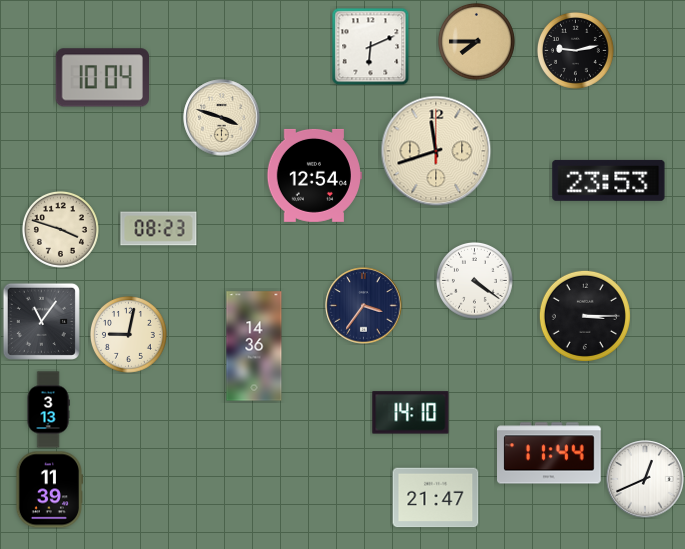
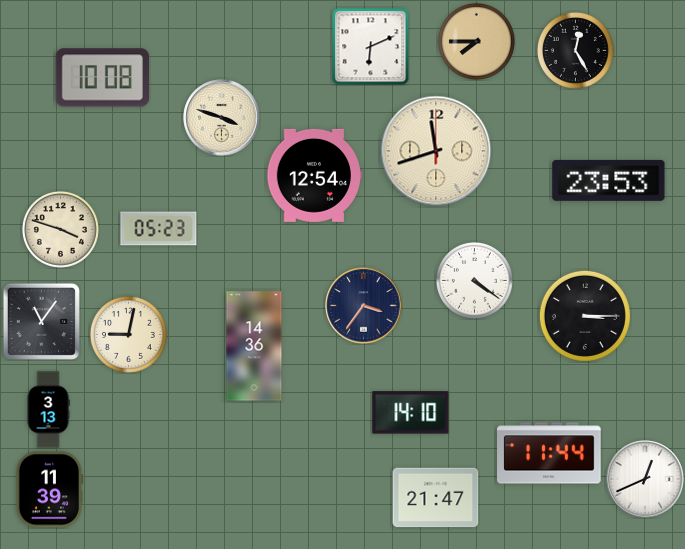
clock at (575, 50): 9:13 -> 12:25
clock at (102, 78): 10:04 -> 10:08
clock at (159, 229): 08:23 -> 05:23
